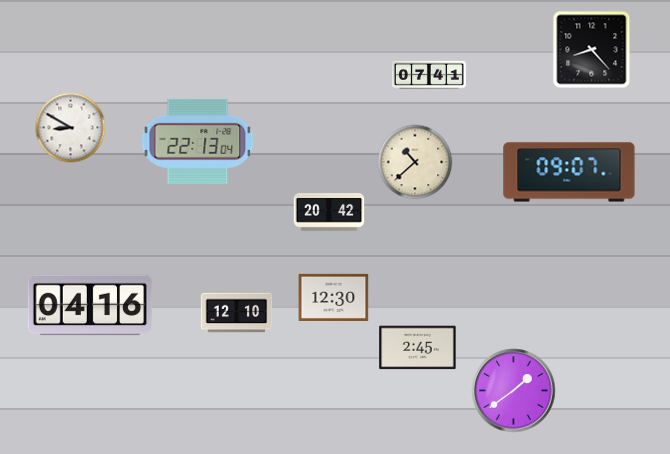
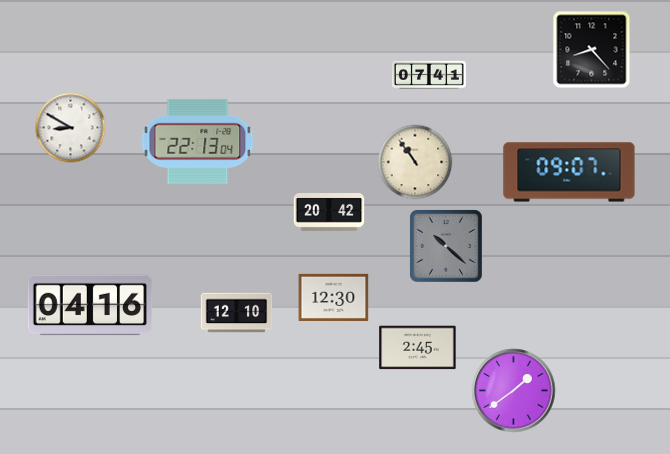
clock at (415, 162): 10:38 -> 10:54
clock at (447, 247): none -> 10:22
